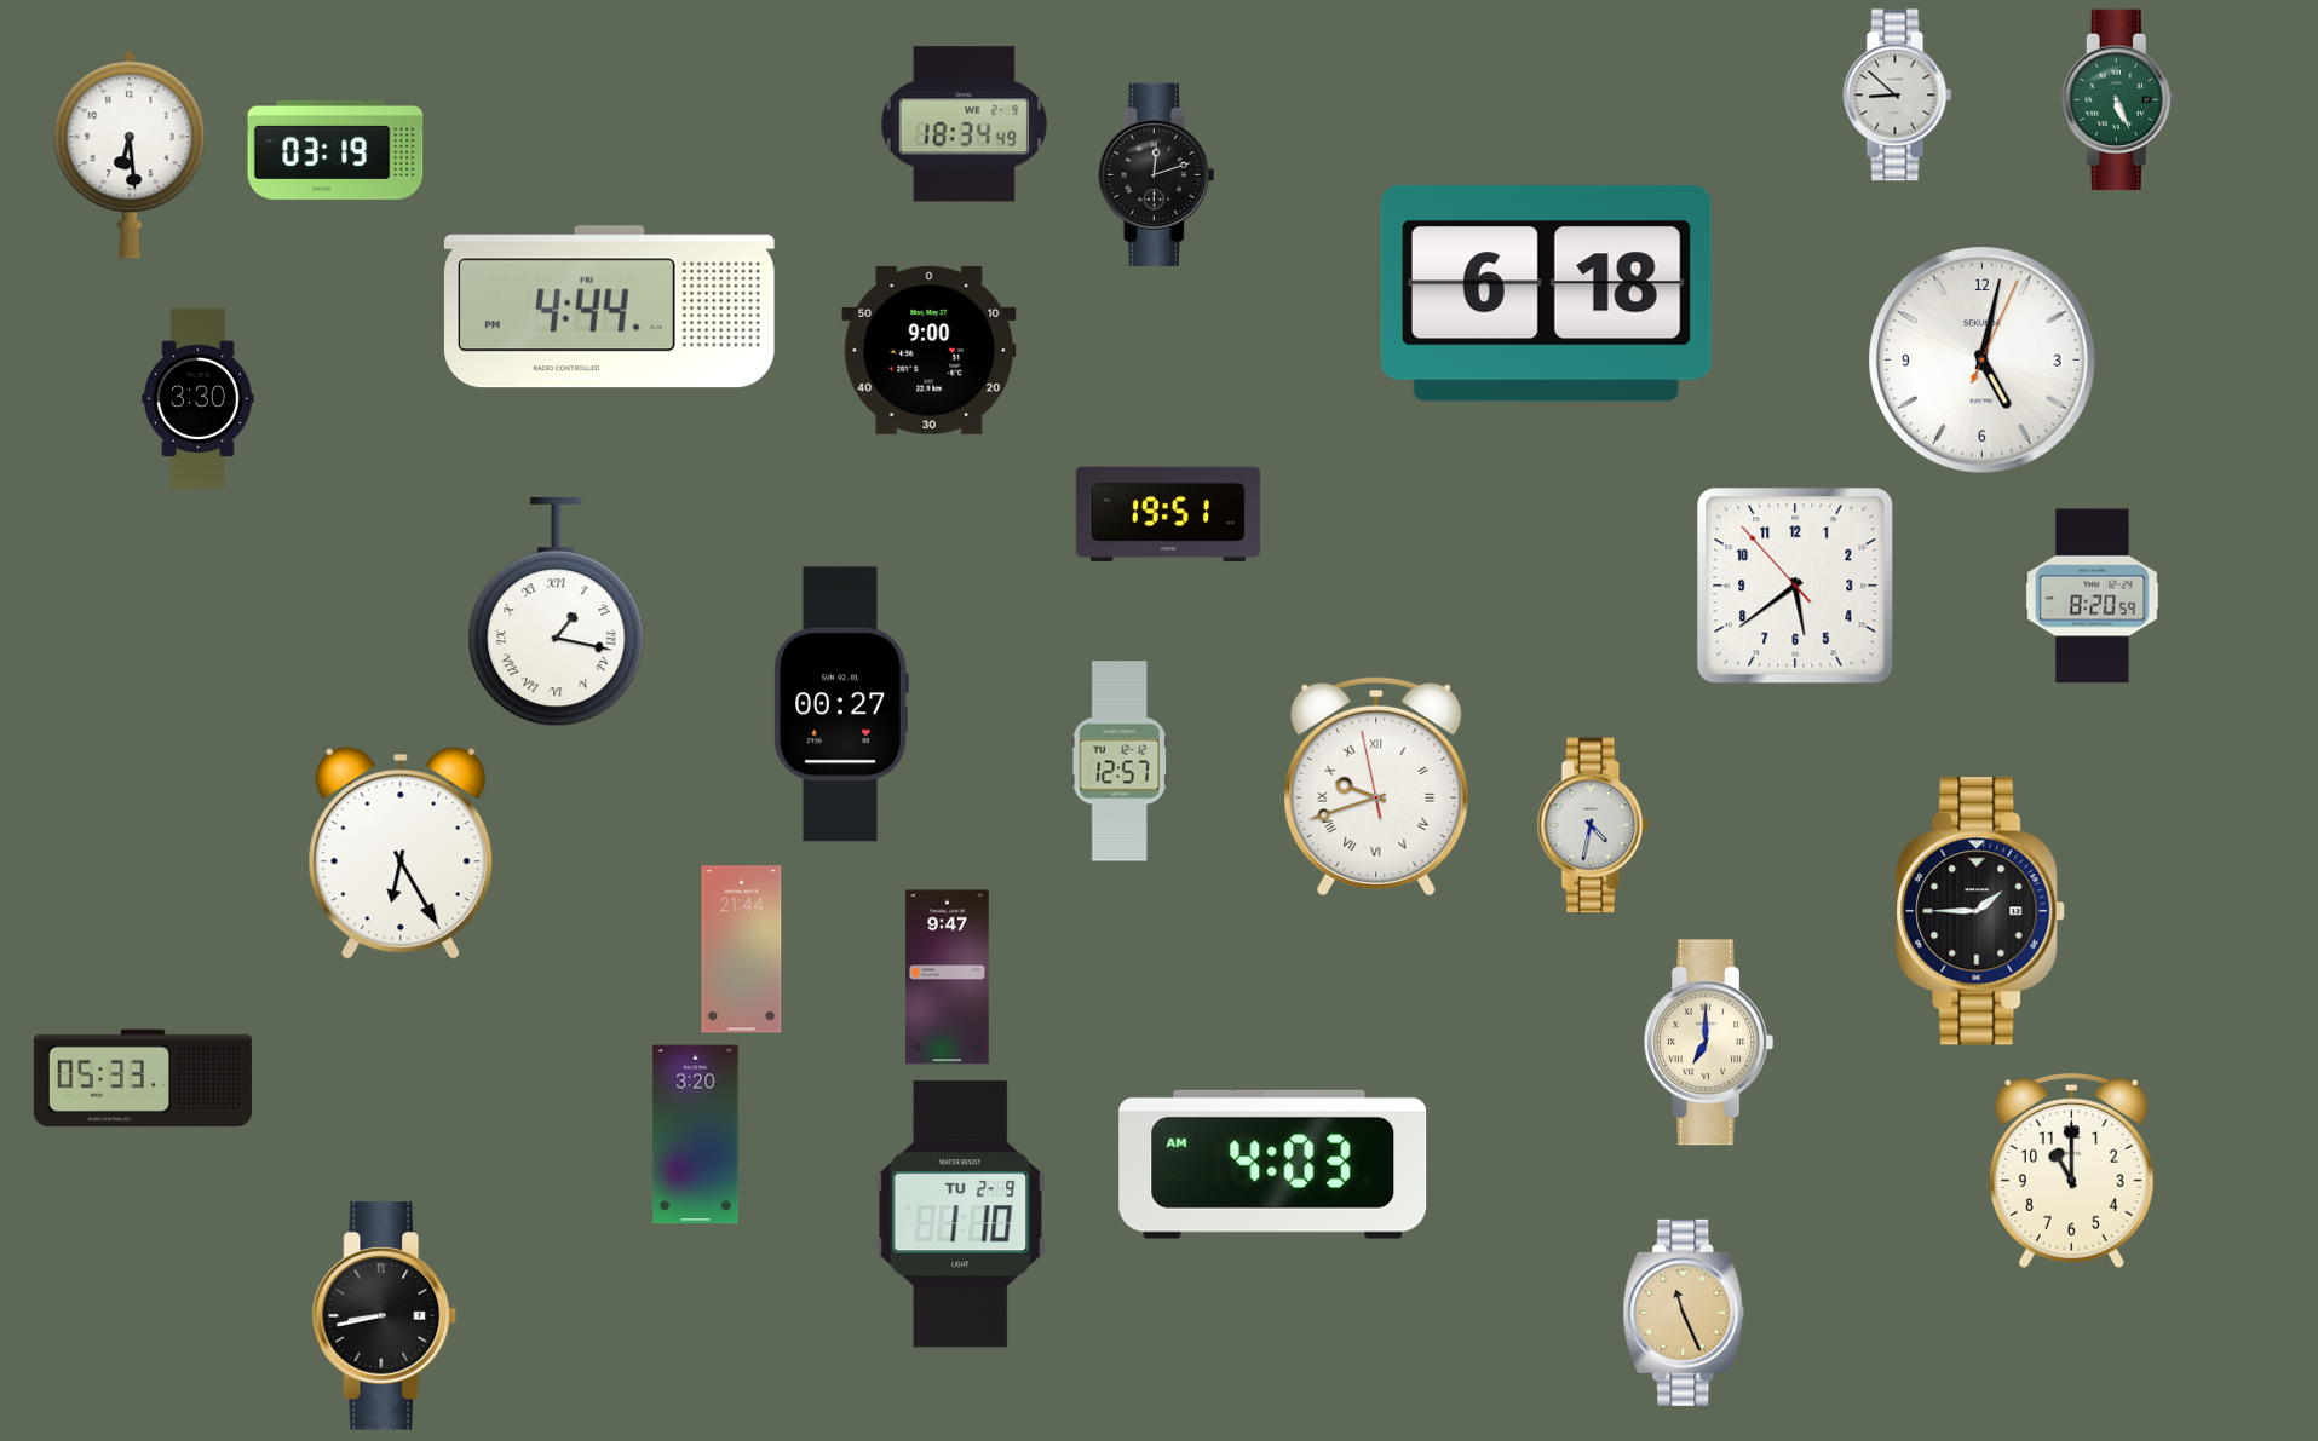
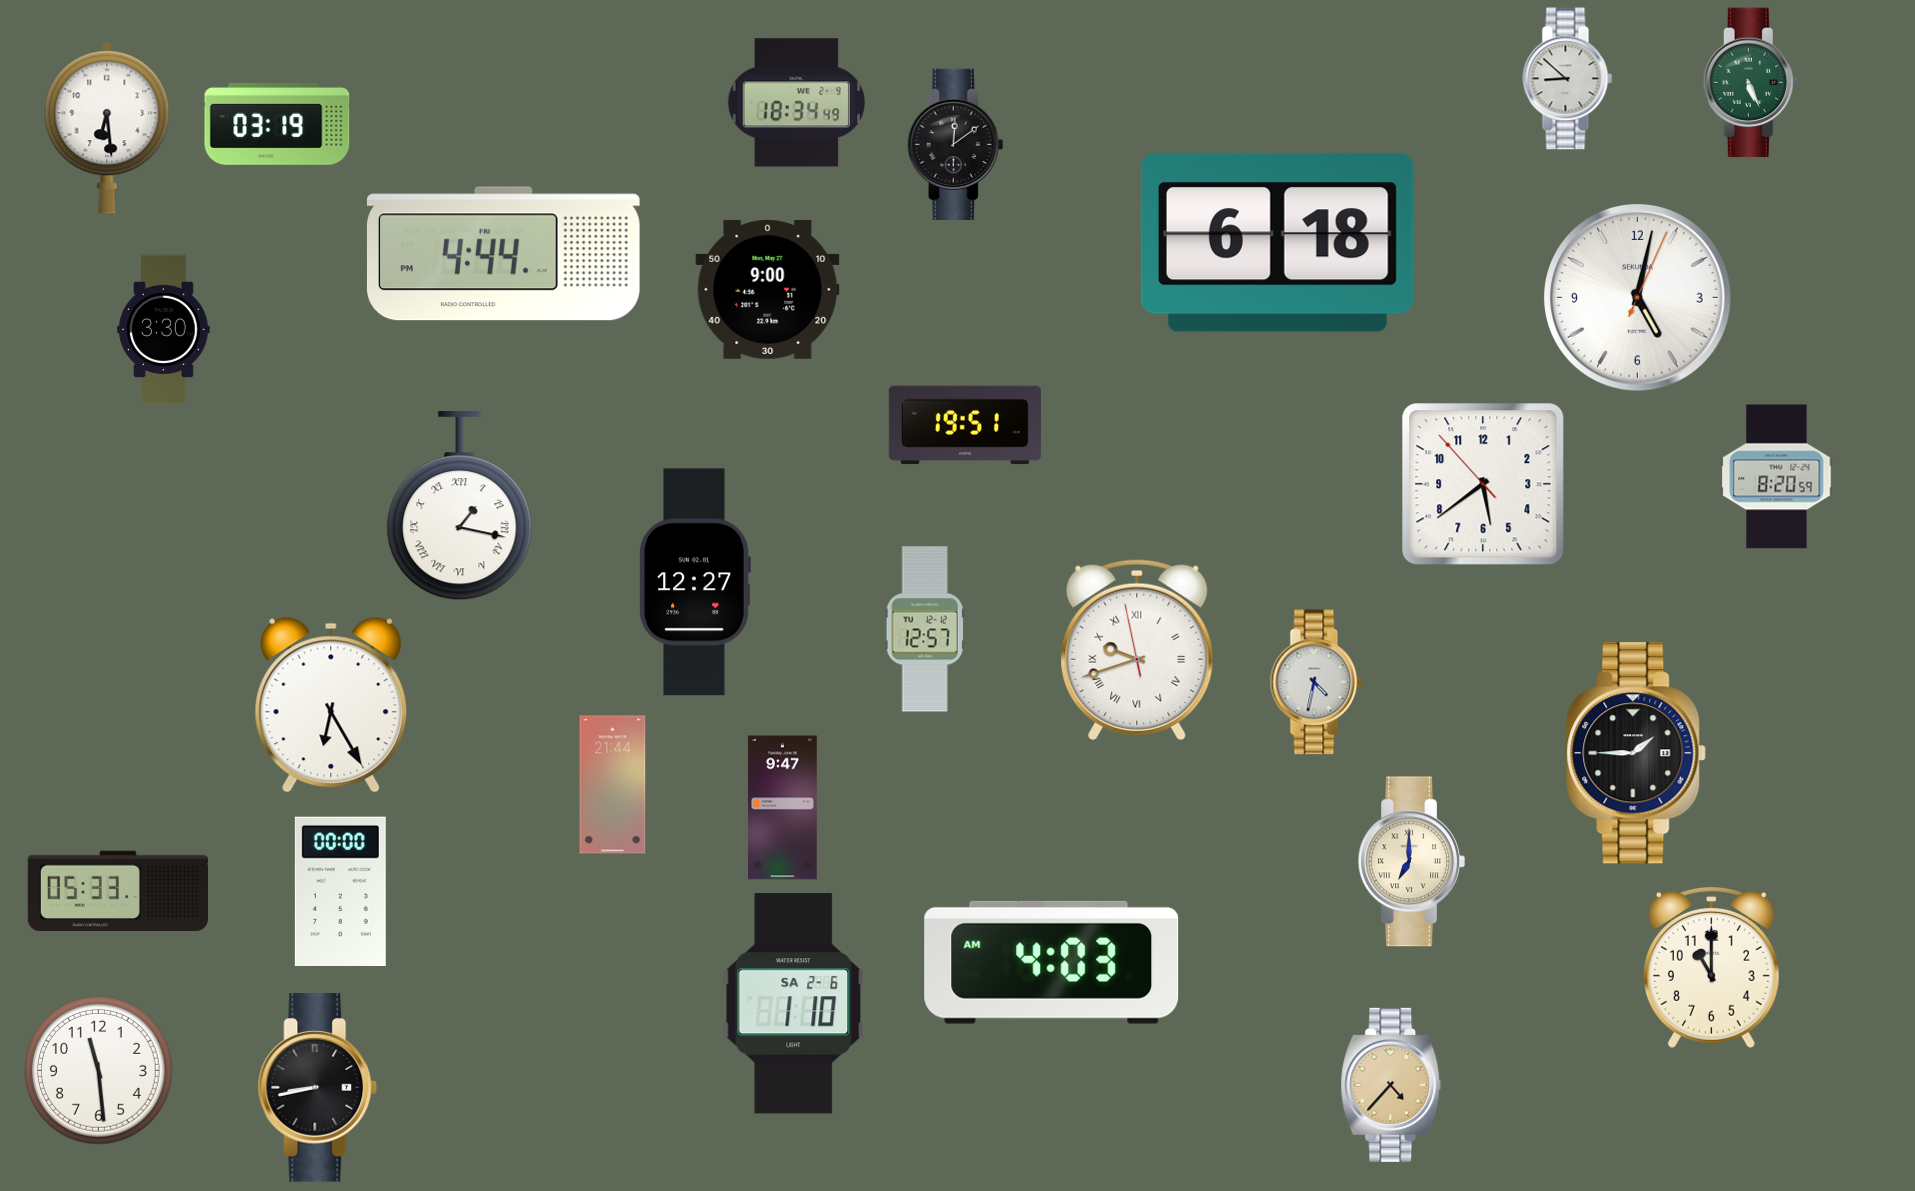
clock at (1157, 174): 12:12 -> 12:09
clock at (2093, 596) position: (2093, 596) -> (1777, 477)
clock at (841, 704): 00:27 -> 12:27
clock at (340, 891): none -> 00:00
clock at (696, 1135): 3:20 -> none
clock at (961, 1215) date: TU 2-9 -> SA 2-6
clock at (99, 1071): none -> 11:29
clock at (1684, 1313): 11:26 -> 4:37
